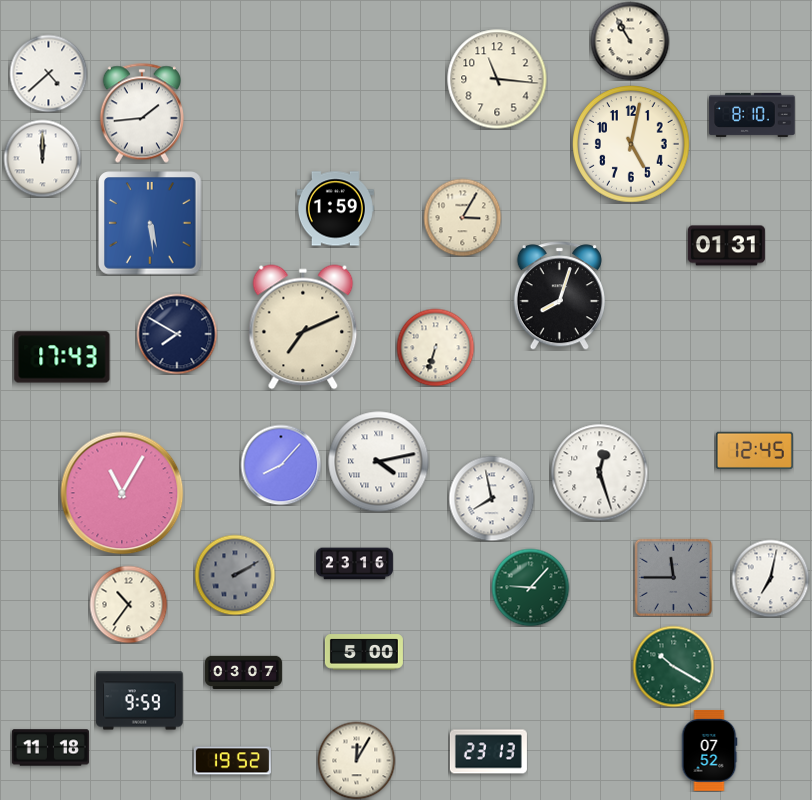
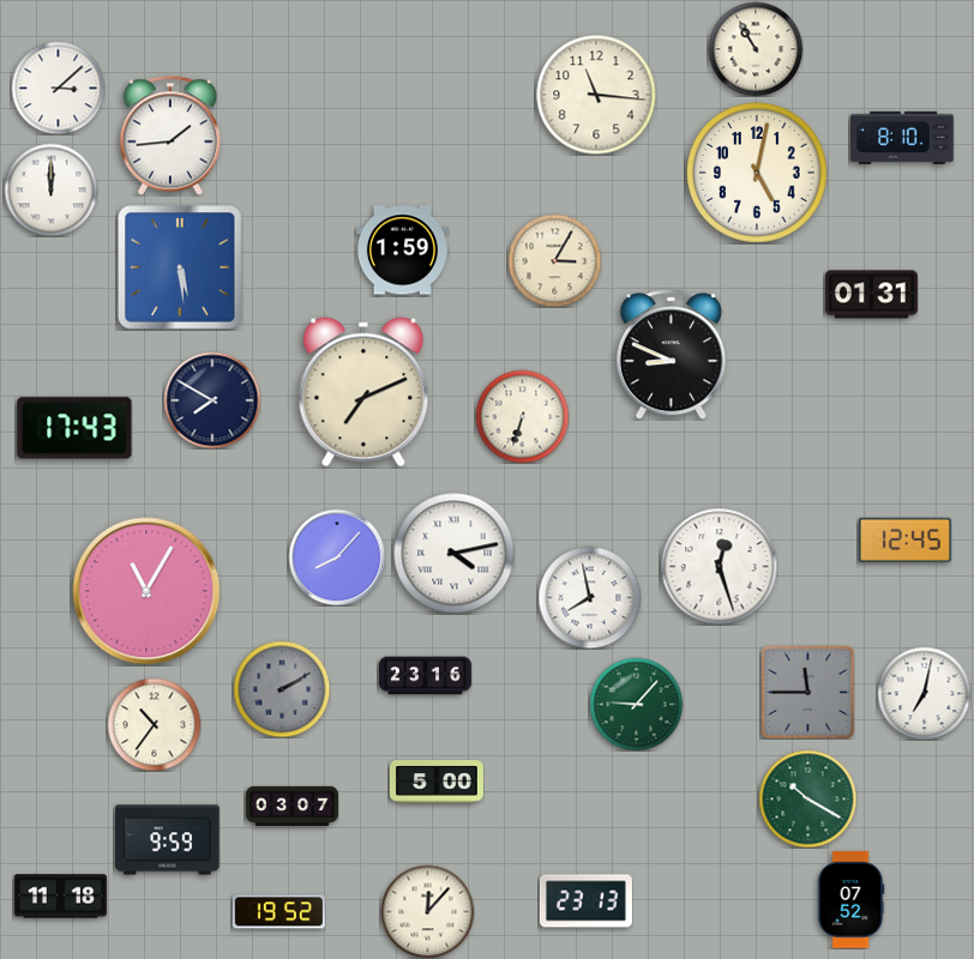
clock at (48, 73): 4:38 -> 3:08
clock at (559, 296): 8:03 -> 8:49
clock at (356, 760): 12:05 -> 12:07
